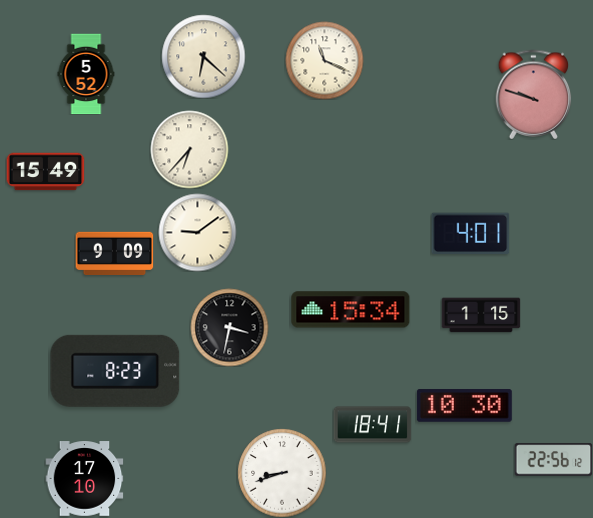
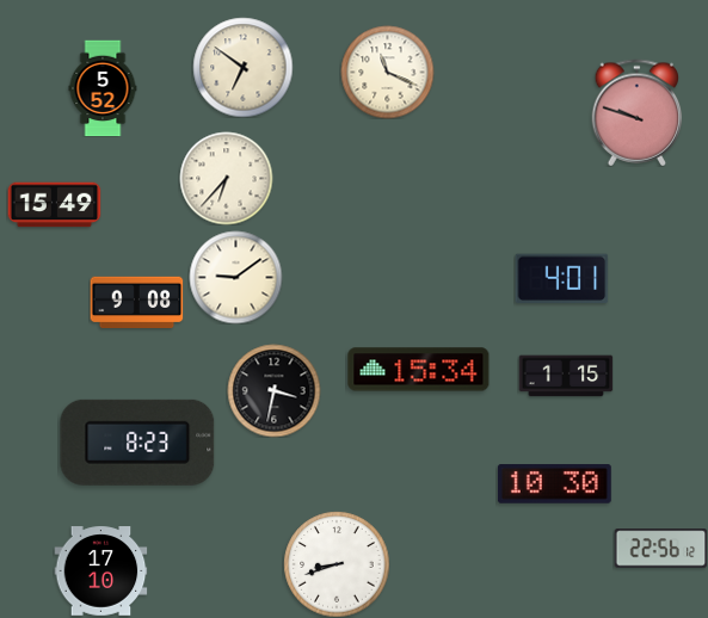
clock at (203, 56): 6:22 -> 6:51
clock at (114, 253): 9:09 -> 9:08
clock at (481, 315) position: (481, 315) -> (566, 376)
clock at (372, 425): 18:41 -> none
